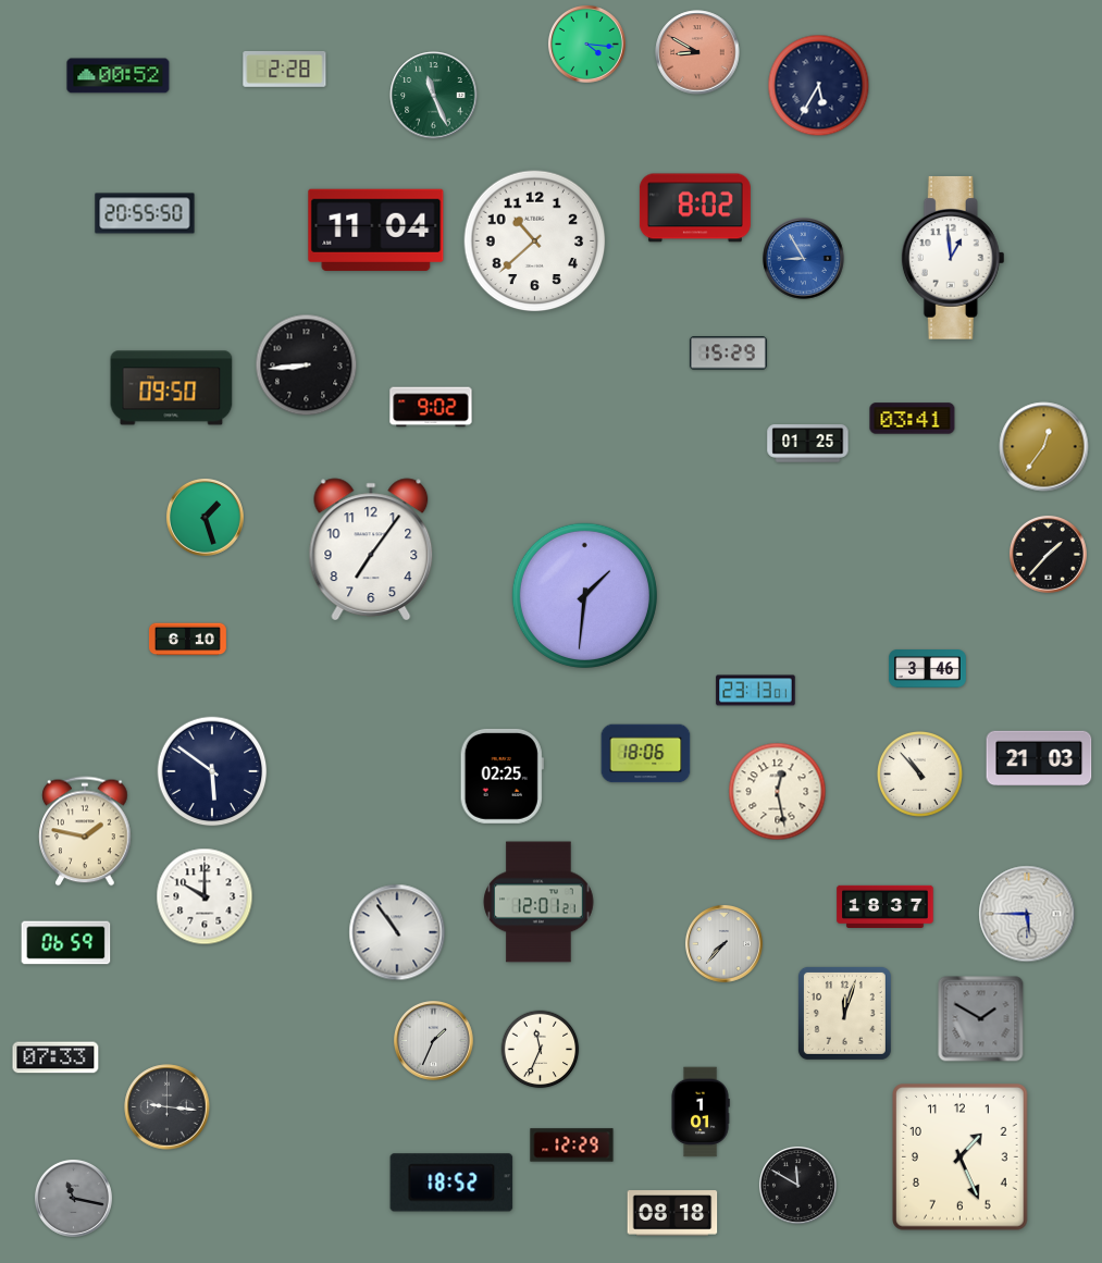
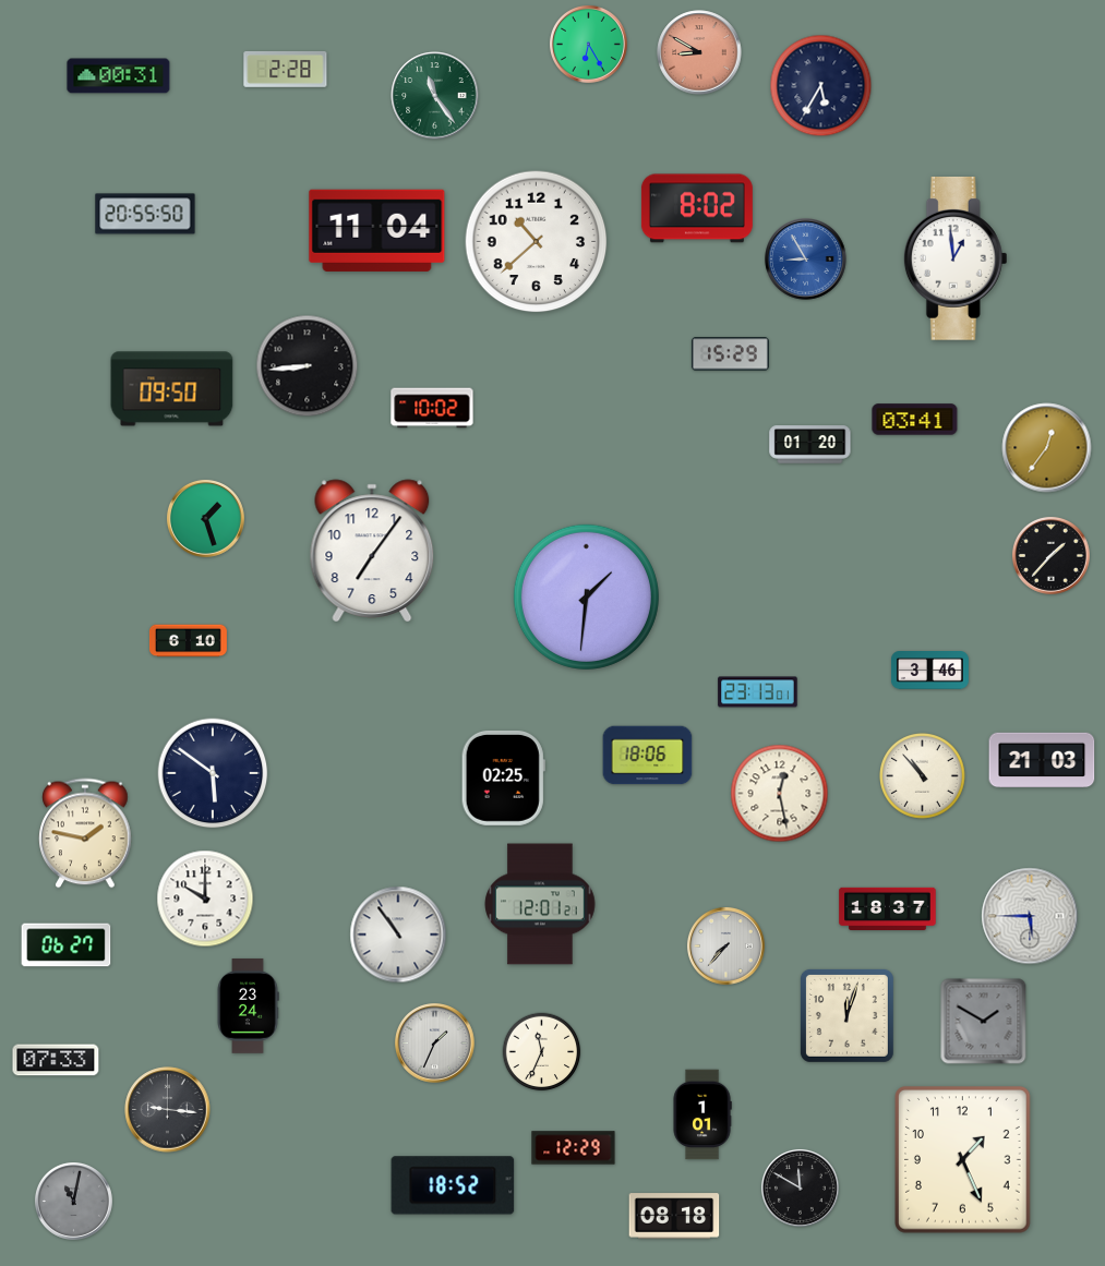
clock at (586, 44): 4:16 -> 6:25
clock at (119, 76): 00:52 -> 00:31
clock at (434, 96): 11:26 -> 11:24
clock at (431, 407): 9:02 -> 10:02
clock at (808, 444): 01:25 -> 01:20
clock at (66, 943): 06:59 -> 06:27
clock at (248, 1006): none -> 23:24
clock at (73, 1198): 11:17 -> 11:02
